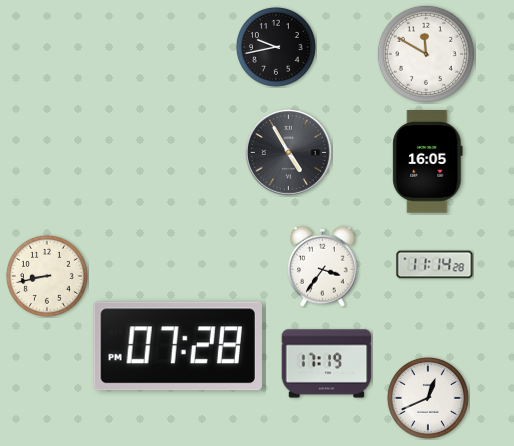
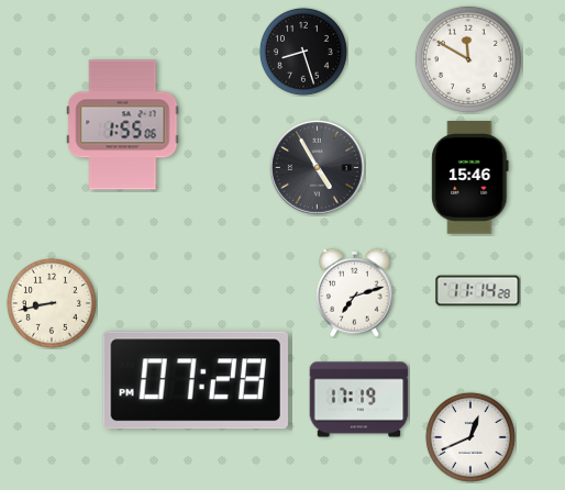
clock at (276, 47): 9:43 -> 8:27
clock at (123, 125): none -> 1:55
clock at (428, 162): 16:05 -> 15:46
clock at (323, 266): 3:36 -> 7:12
